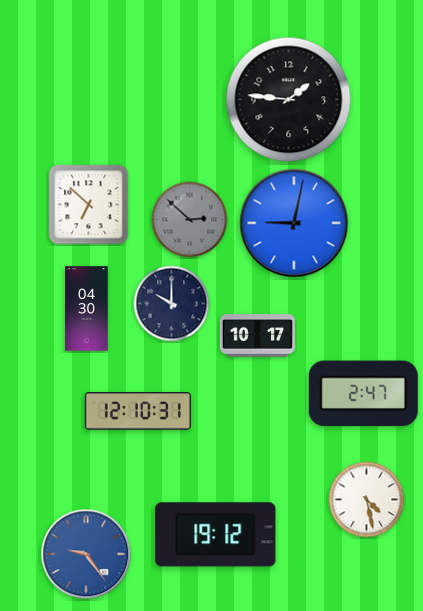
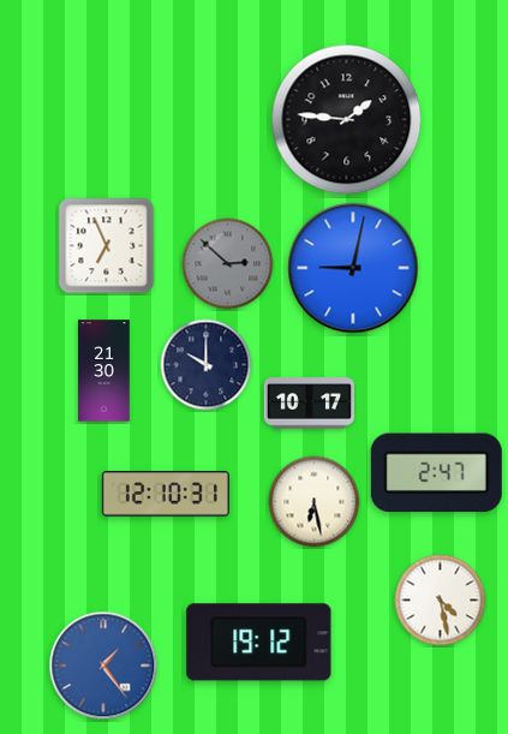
clock at (89, 205): 6:52 -> 6:56
clock at (87, 309): 04:30 -> 21:30
clock at (315, 502): none -> 6:28
clock at (86, 554): 9:24 -> 1:24
